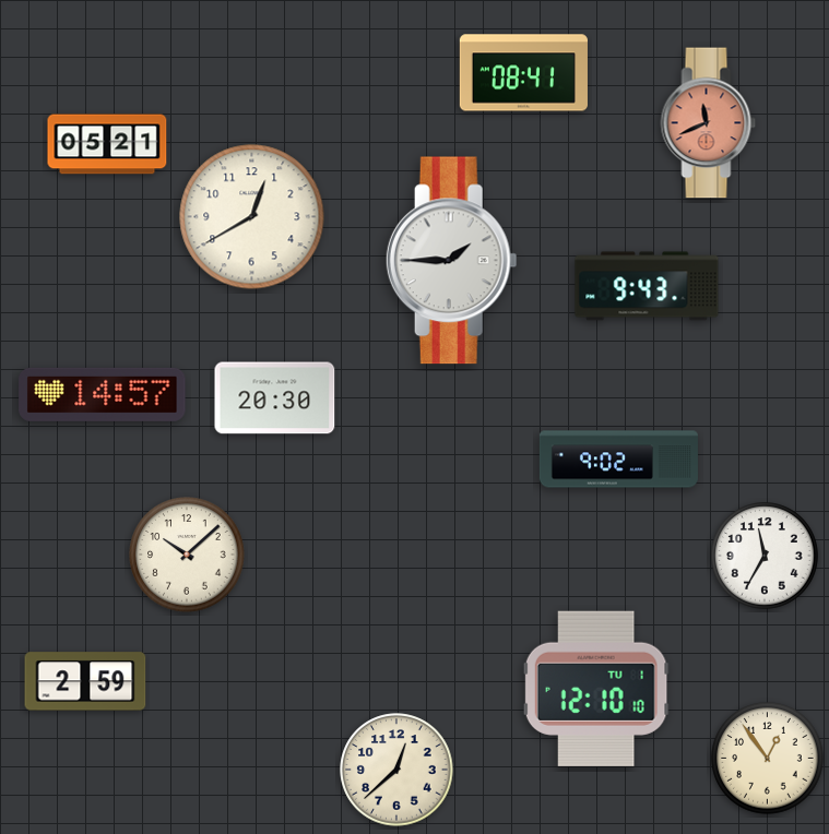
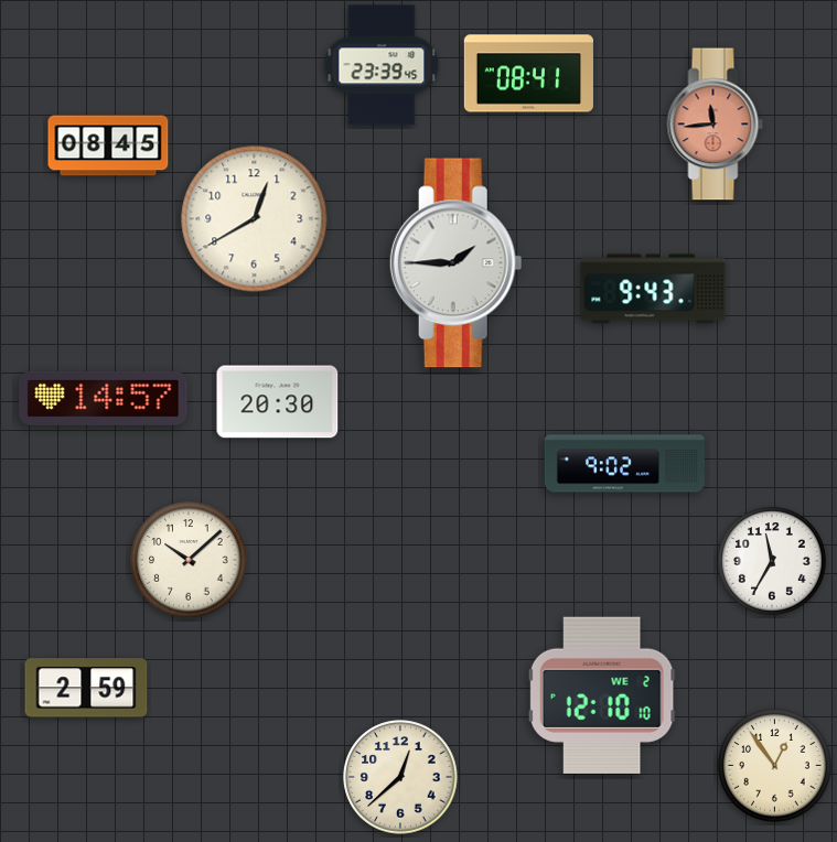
clock at (382, 65): none -> 23:39
clock at (709, 123): 11:41 -> 11:44
clock at (107, 144): 05:21 -> 08:45
clock at (596, 689) date: TU 1 -> WE 2
